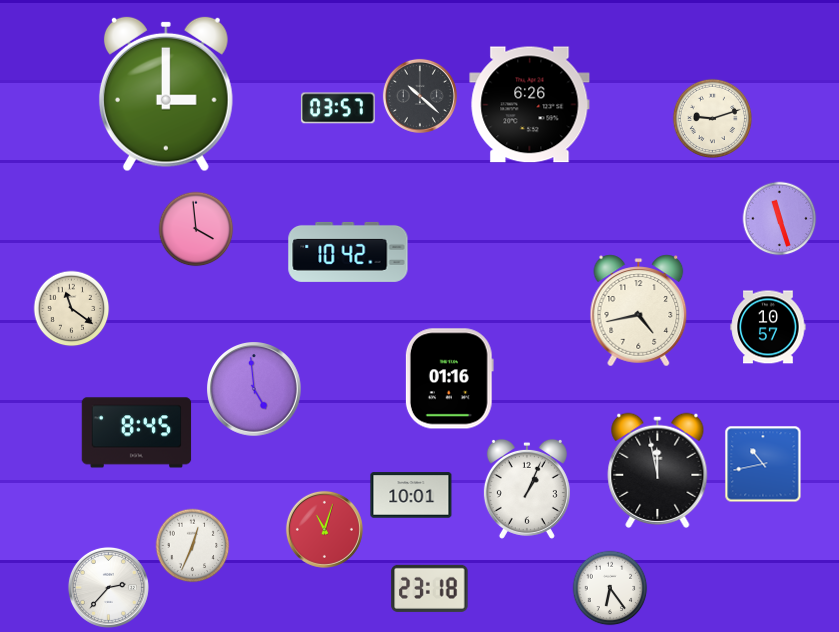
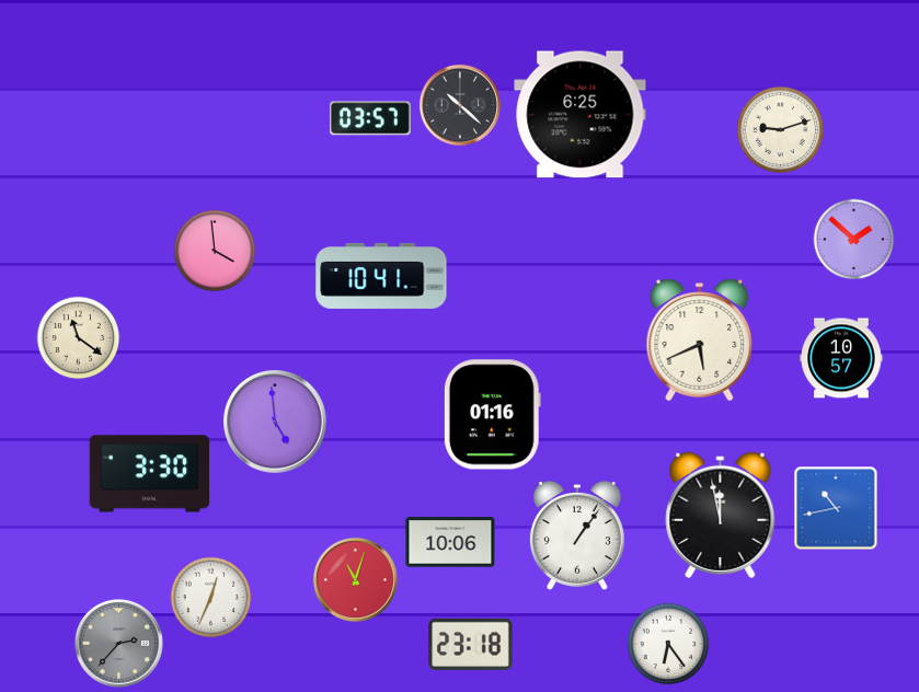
clock at (166, 94): 3:00 -> none
clock at (530, 105): 6:26 -> 6:25
clock at (780, 219): 11:27 -> 1:52
clock at (348, 252): 10:42 -> 10:41
clock at (639, 311): 4:43 -> 5:41
clock at (255, 390) position: (255, 390) -> (276, 423)
clock at (137, 433): 8:45 -> 3:30
clock at (527, 489): 1:04 -> 1:06
clock at (411, 495): 10:01 -> 10:06
clock at (108, 587) dial: white -> grey
